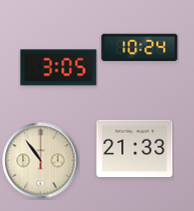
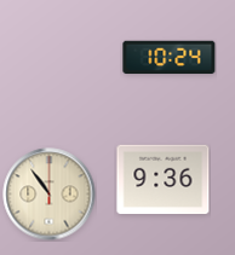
clock at (59, 68): 3:05 -> none
clock at (135, 148): 21:33 -> 9:36
